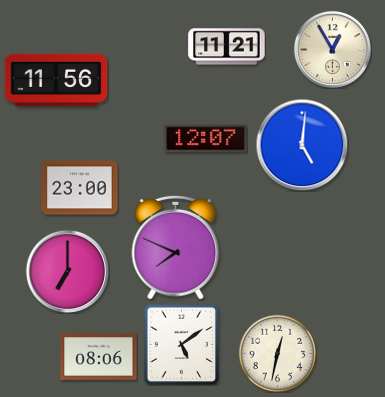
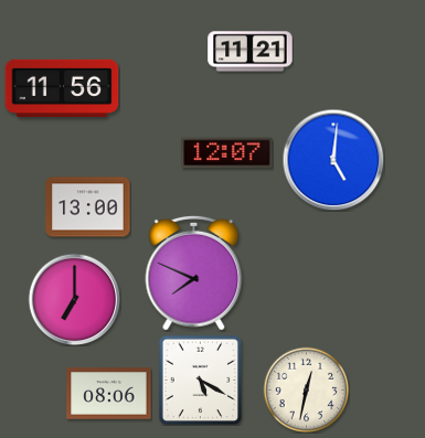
clock at (332, 49): 12:55 -> none
clock at (80, 188): 23:00 -> 13:00
clock at (182, 344): 5:09 -> 5:20
